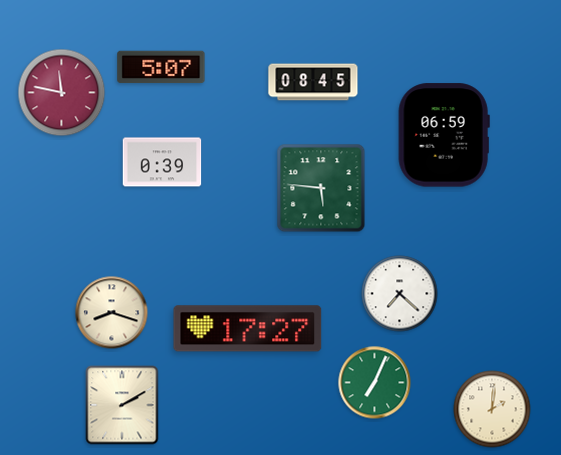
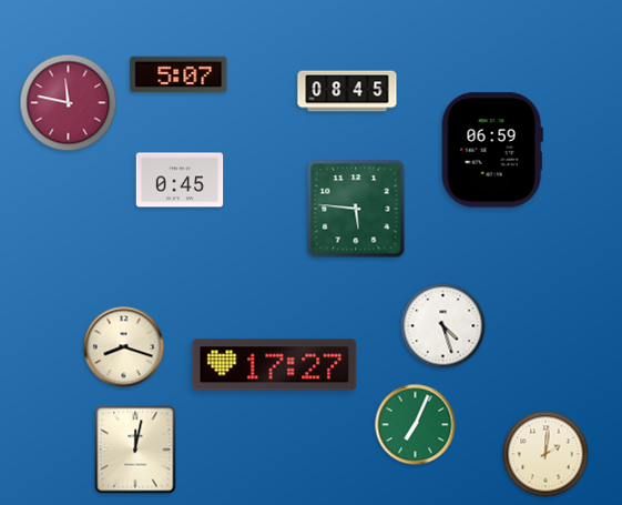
clock at (162, 162): 0:39 -> 0:45
clock at (400, 294): 7:22 -> 4:27
clock at (122, 405): 2:10 -> 12:02
